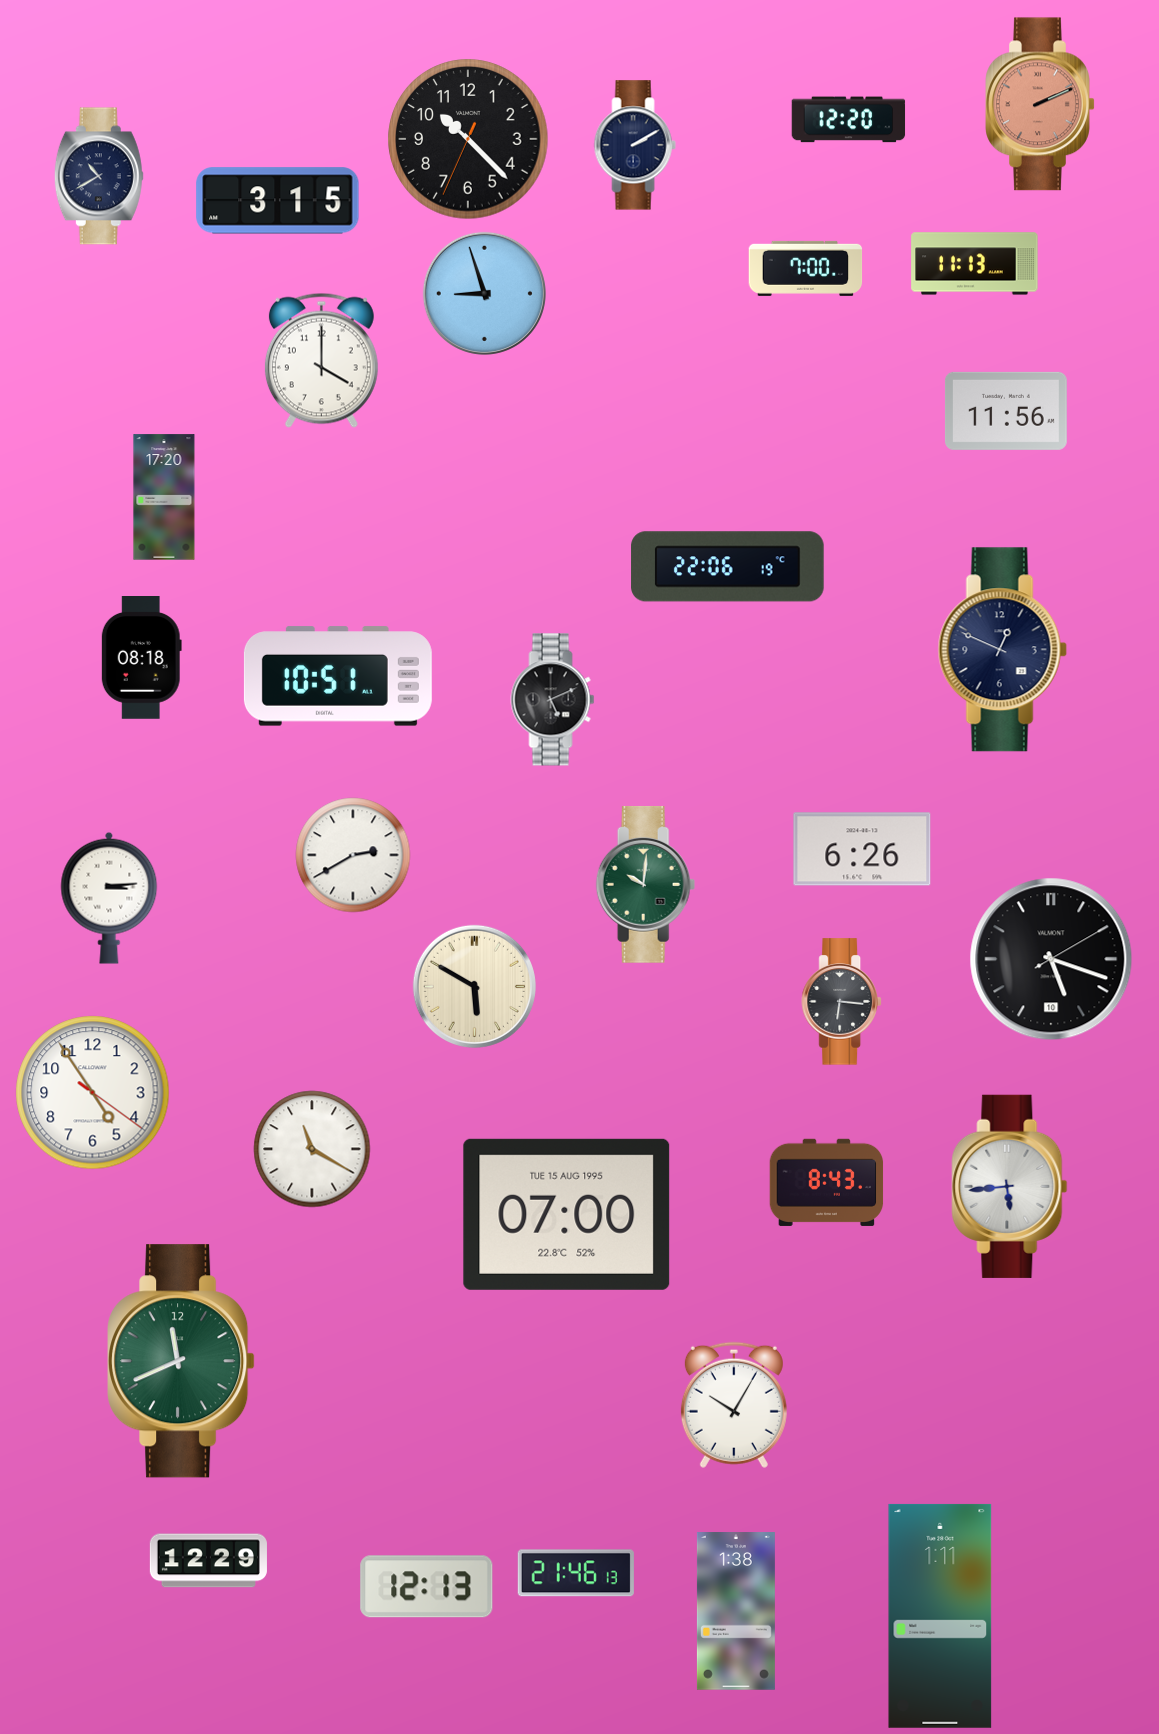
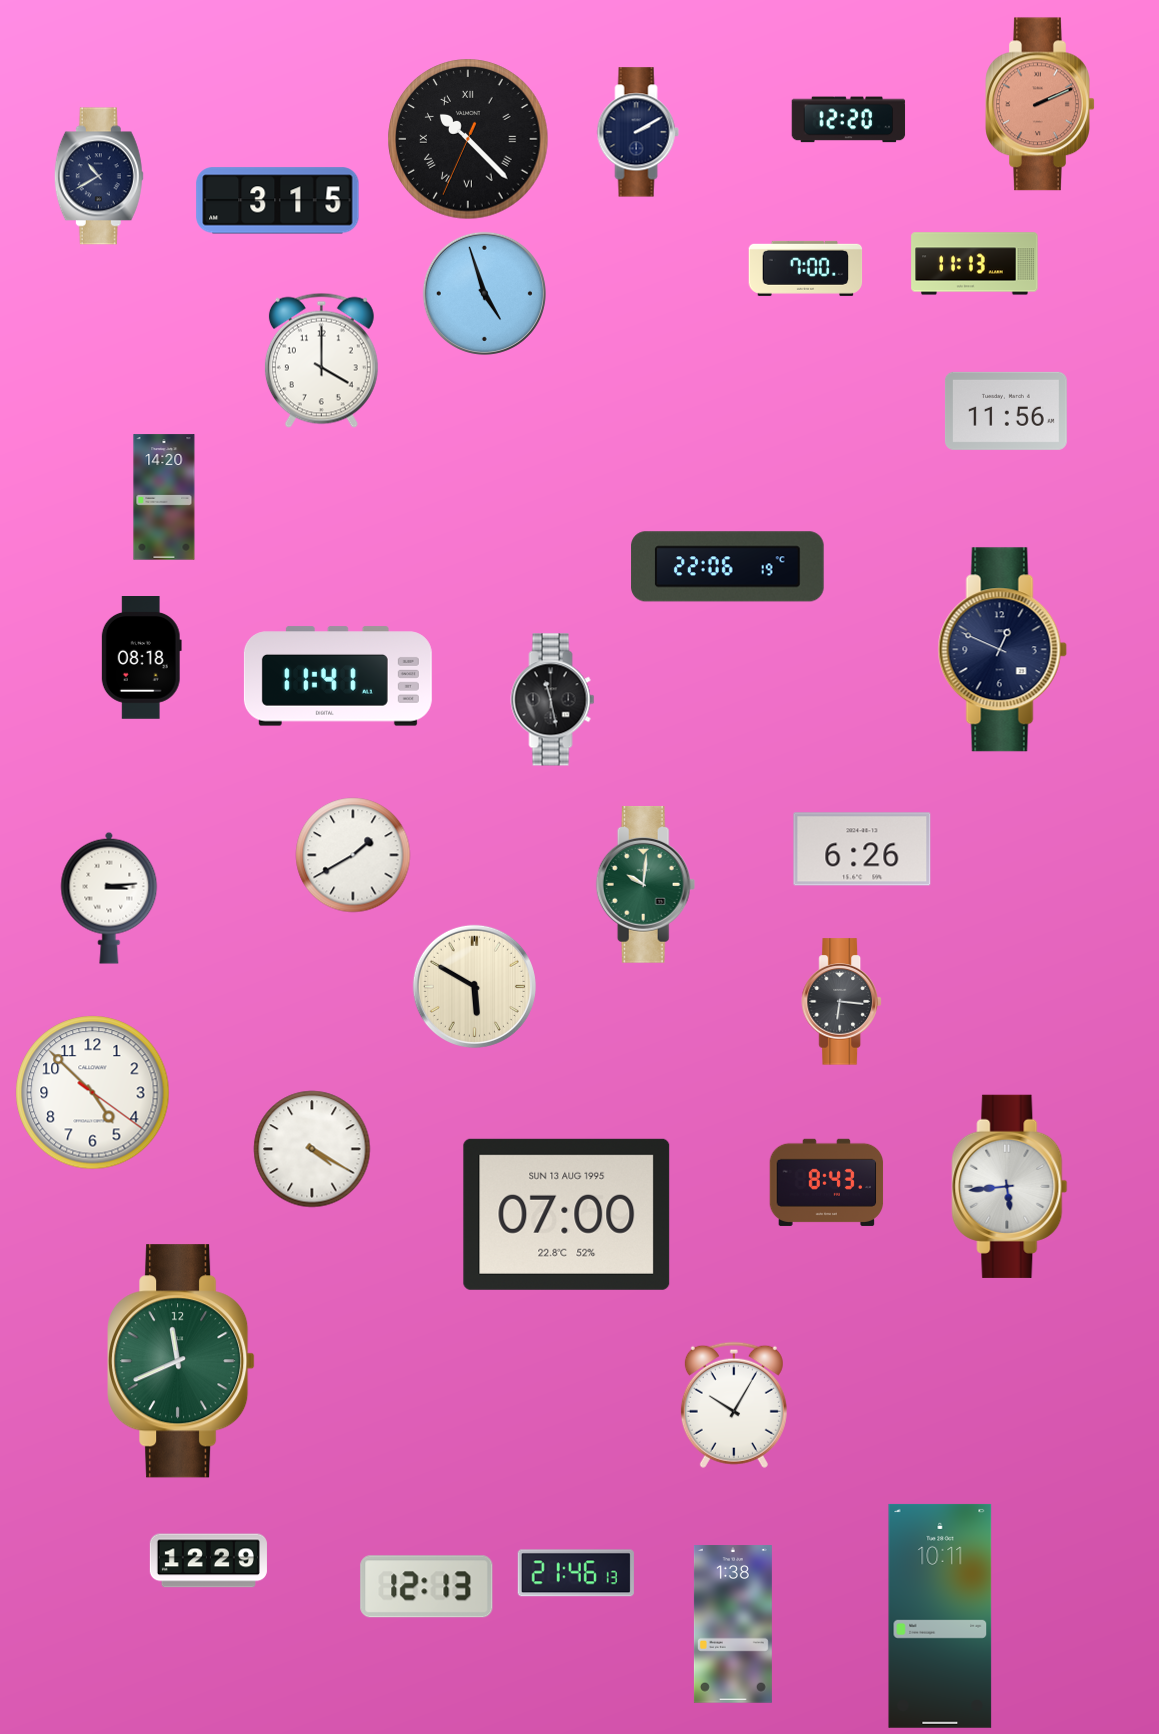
clock at (468, 139) numerals: Arabic -> Roman
clock at (635, 145) position: (635, 145) -> (638, 132)
clock at (484, 293): 8:57 -> 4:57
clock at (164, 497): 17:20 -> 14:20
clock at (338, 676): 10:51 -> 11:41
clock at (553, 700): 5:11 -> 11:28
clock at (353, 855): 2:40 -> 1:40
clock at (1051, 959): 5:18 -> none
clock at (93, 1093): 4:54 -> 4:52
clock at (312, 1149): 11:20 -> 4:20
clock at (567, 1214) date: TUE 15 AUG 1995 -> SUN 13 AUG 1995
clock at (736, 1611) position: (736, 1611) -> (733, 1624)
clock at (940, 1616): 1:11 -> 10:11
